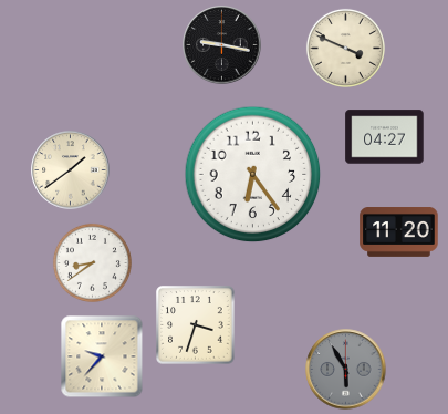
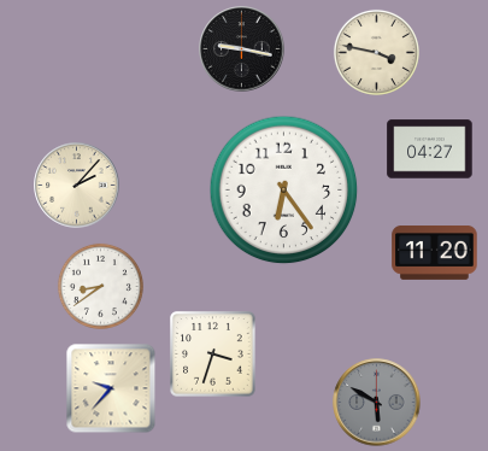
clock at (345, 48): 3:49 -> 3:47
clock at (385, 137) position: (385, 137) -> (430, 150)
clock at (71, 170): 1:39 -> 2:07
clock at (253, 175) position: (253, 175) -> (284, 191)
clock at (346, 370): 5:55 -> 5:50
